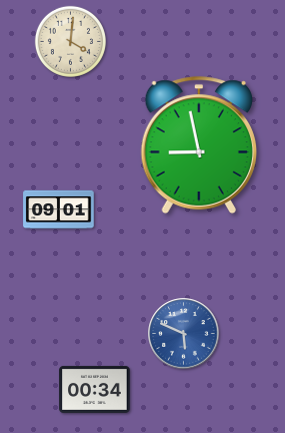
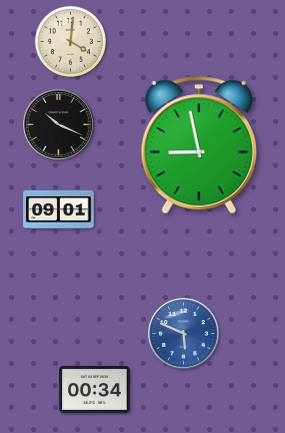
clock at (59, 125): none -> 10:19
